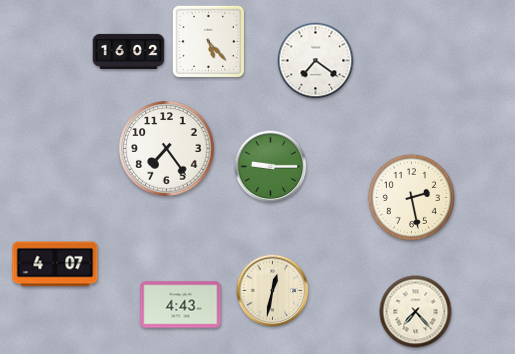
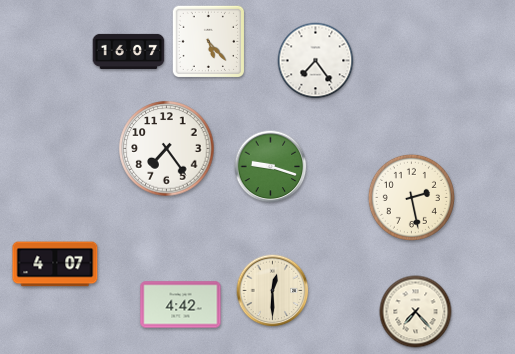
clock at (129, 51): 16:02 -> 16:07
clock at (316, 61): 7:21 -> 7:24
clock at (271, 167): 9:15 -> 9:18
clock at (273, 291): 12:32 -> 12:30
clock at (181, 305): 4:43 -> 4:42
